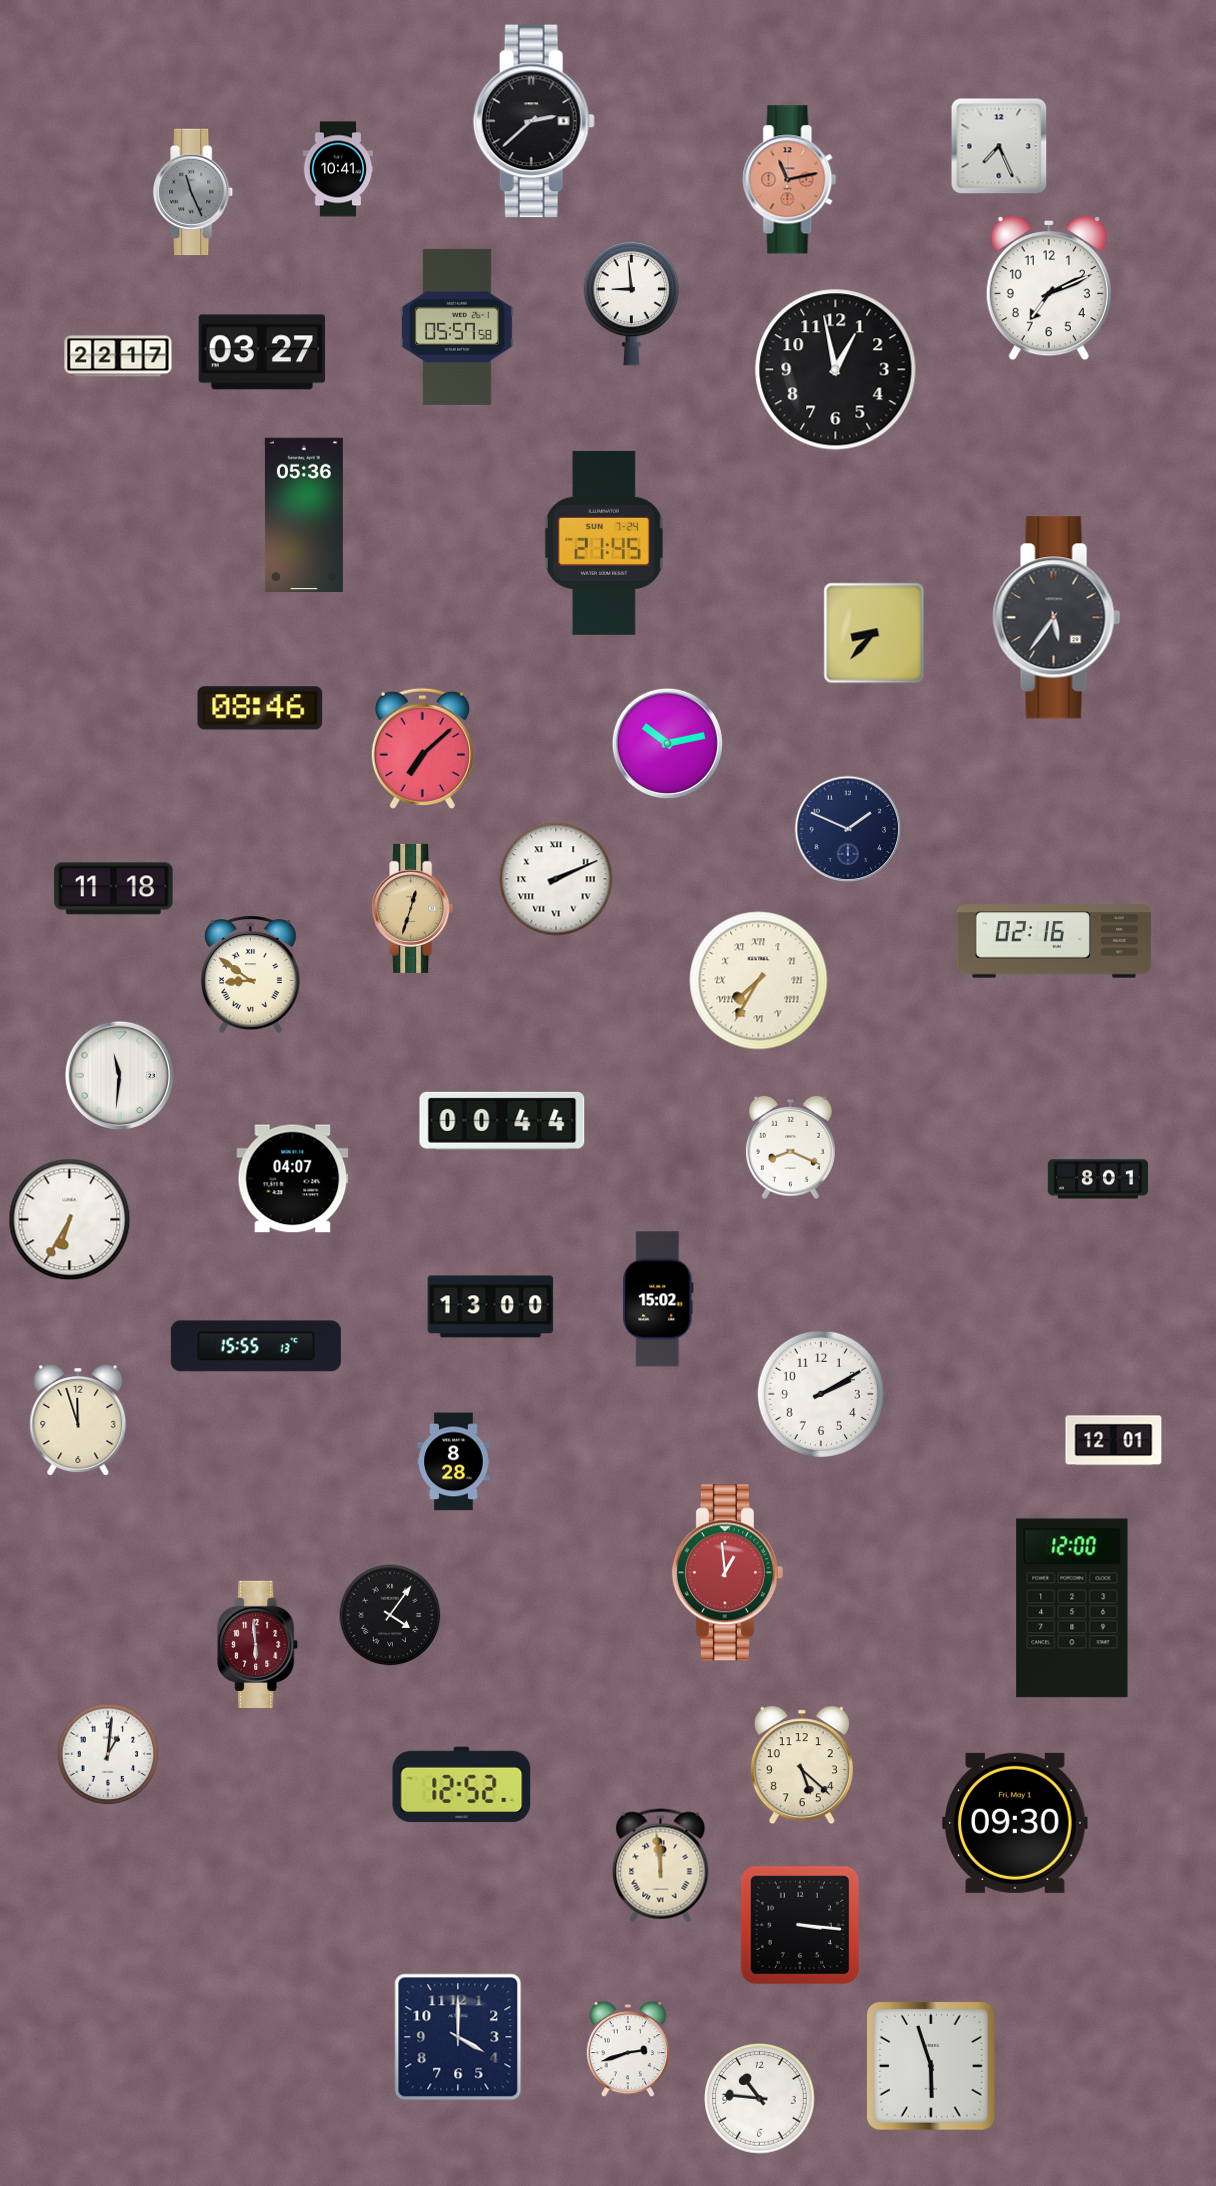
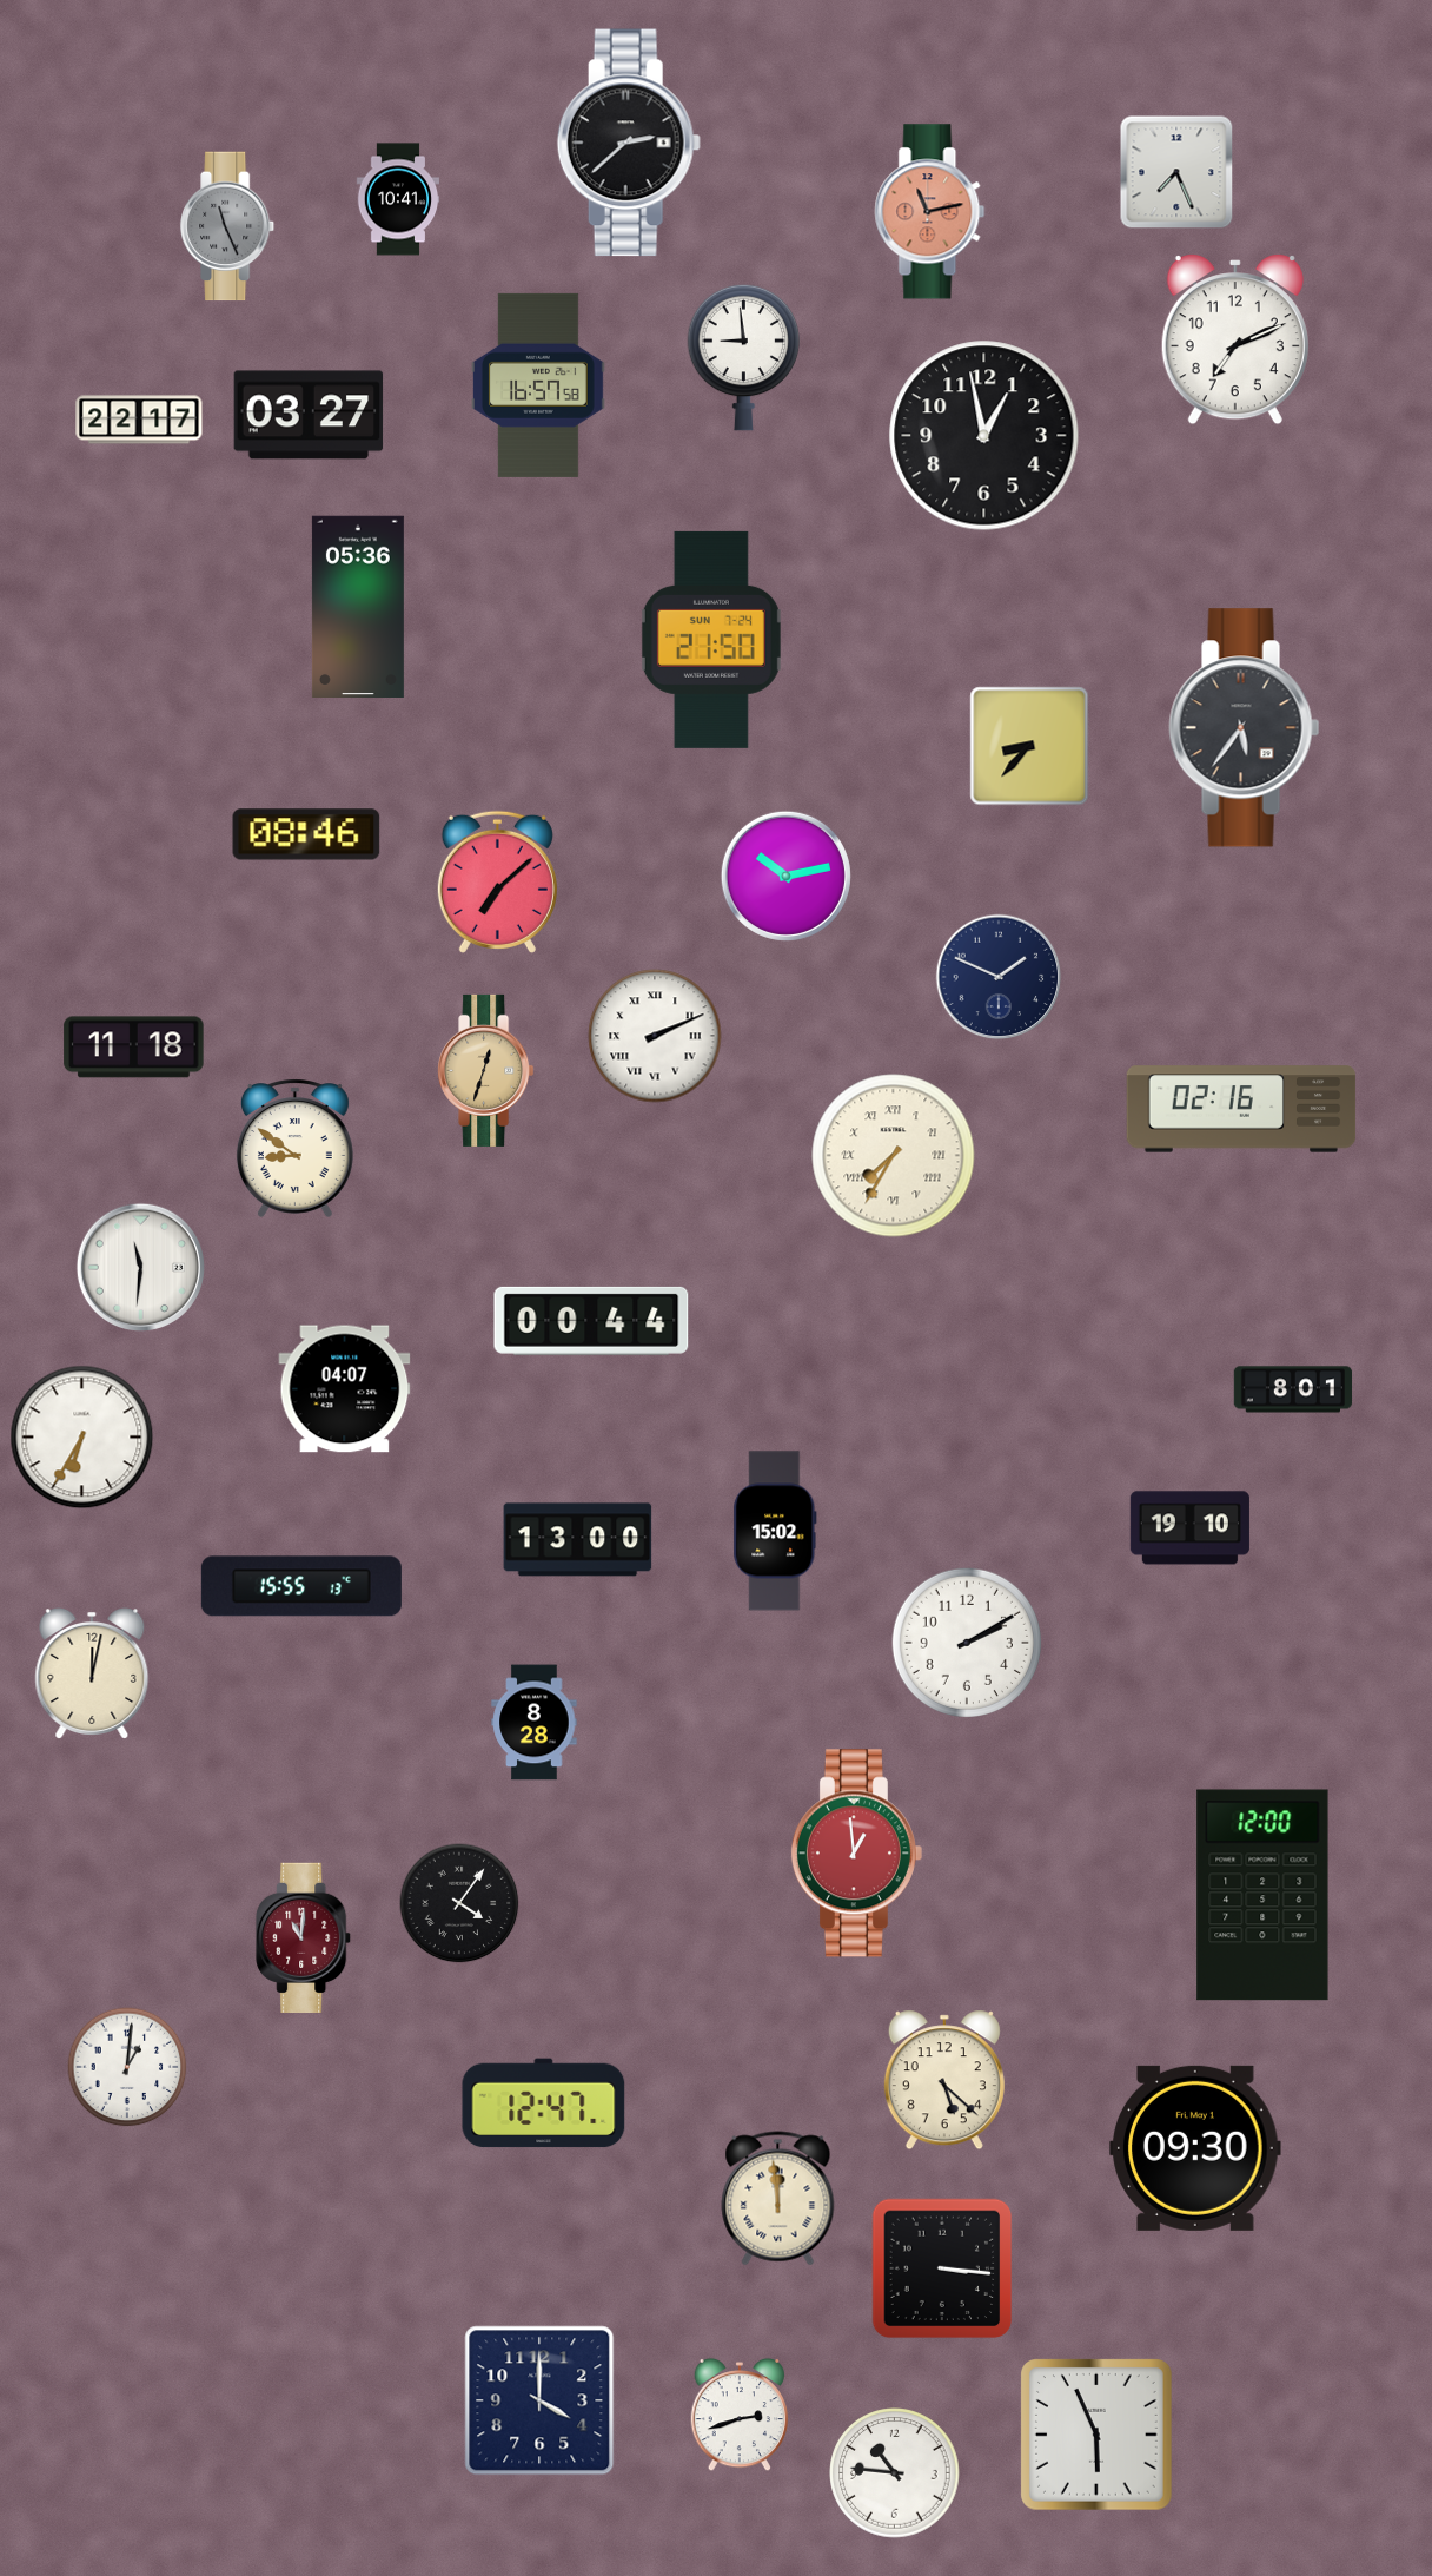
clock at (458, 327): 05:57 -> 16:57
clock at (604, 543): 21:45 -> 21:50
clock at (790, 1148): 8:19 -> none
clock at (1189, 1528): none -> 19:10
clock at (78, 1421): 11:57 -> 12:02
clock at (1114, 1441): 12:01 -> none
clock at (258, 1644): 5:59 -> 11:01
clock at (462, 1785): 12:52 -> 12:47
clock at (932, 2067): 5:57 -> 5:56
